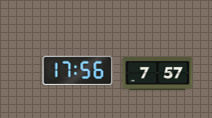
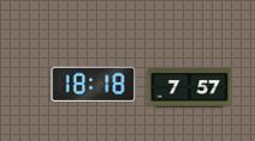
clock at (78, 71): 17:56 -> 18:18
